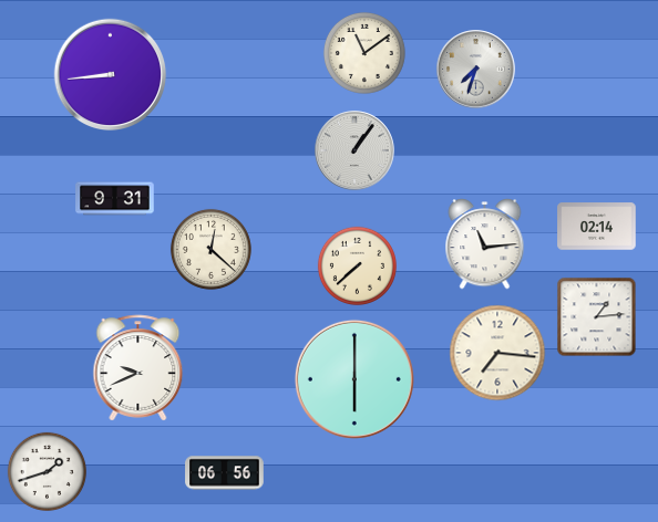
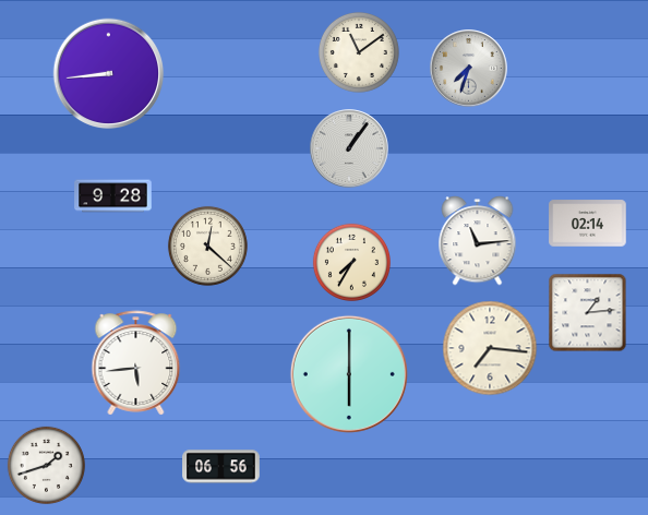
clock at (115, 199): 9:31 -> 9:28
clock at (357, 265): 7:38 -> 7:35
clock at (138, 368): 9:41 -> 5:44
